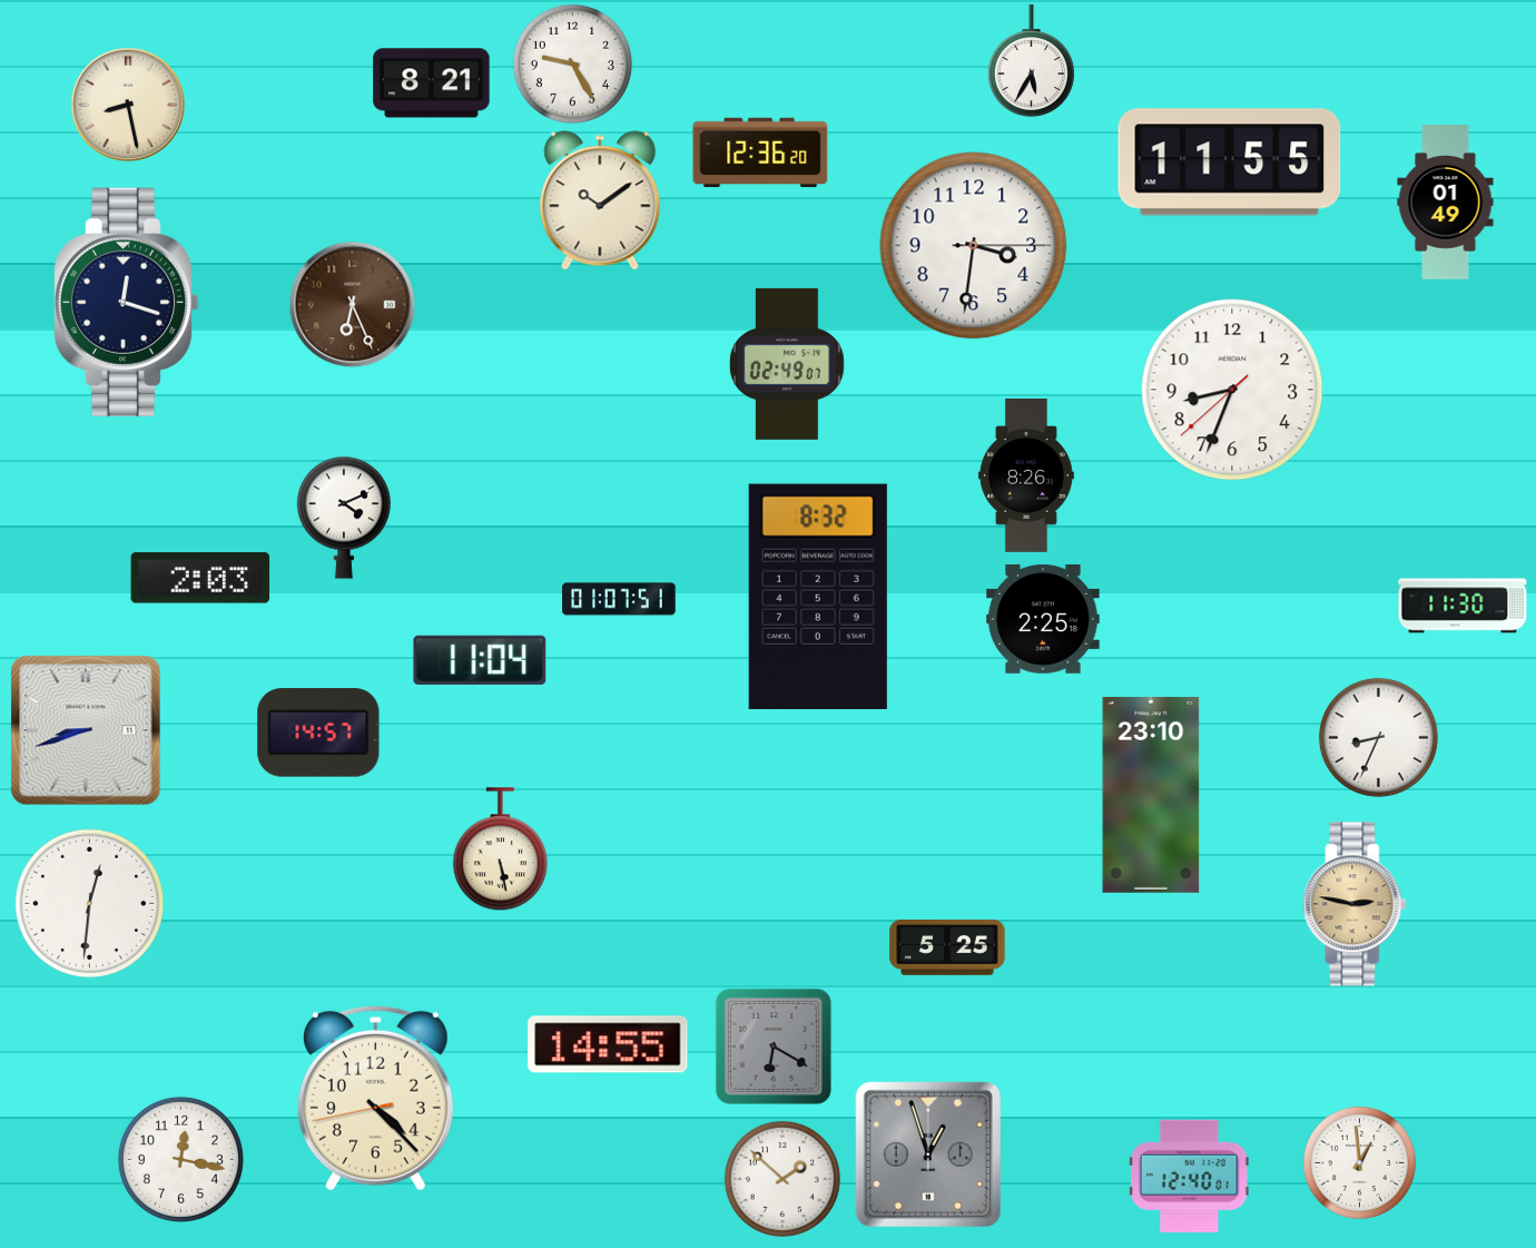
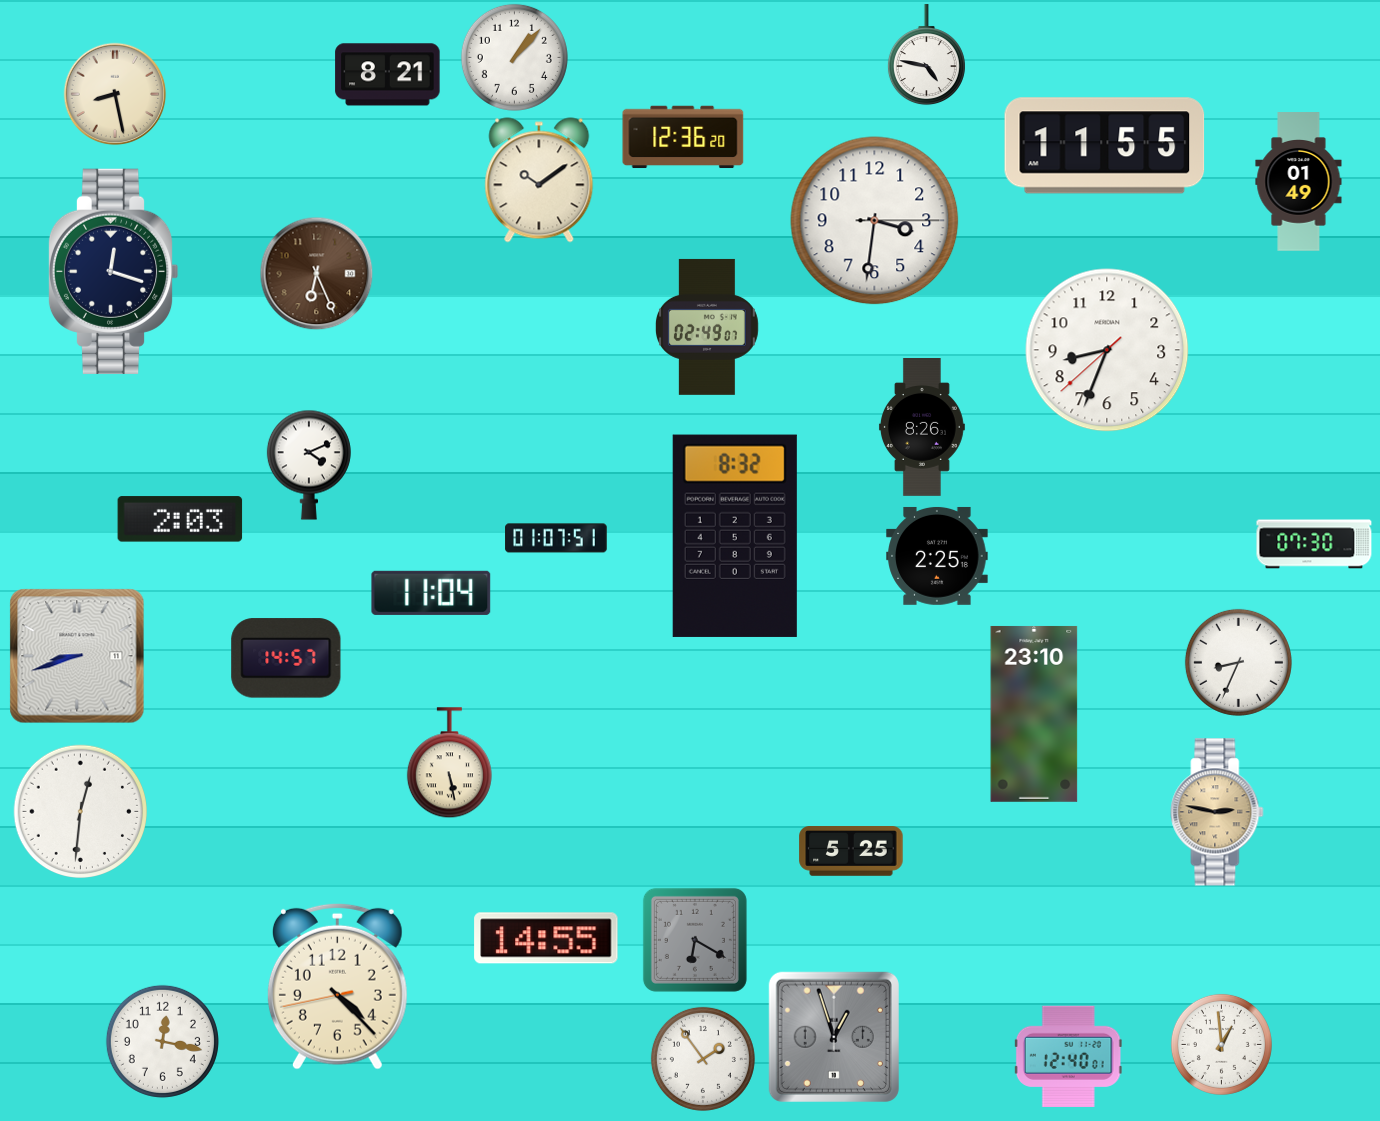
clock at (1031, 61): 5:35 -> 4:47
clock at (572, 63): 9:25 -> 1:07
clock at (1463, 606): 11:30 -> 07:30
clock at (782, 1179): 1:52 -> 1:54
